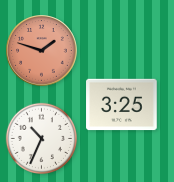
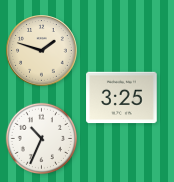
clock at (42, 51) dial: salmon -> cream
clock at (122, 105) position: (122, 105) -> (122, 98)
